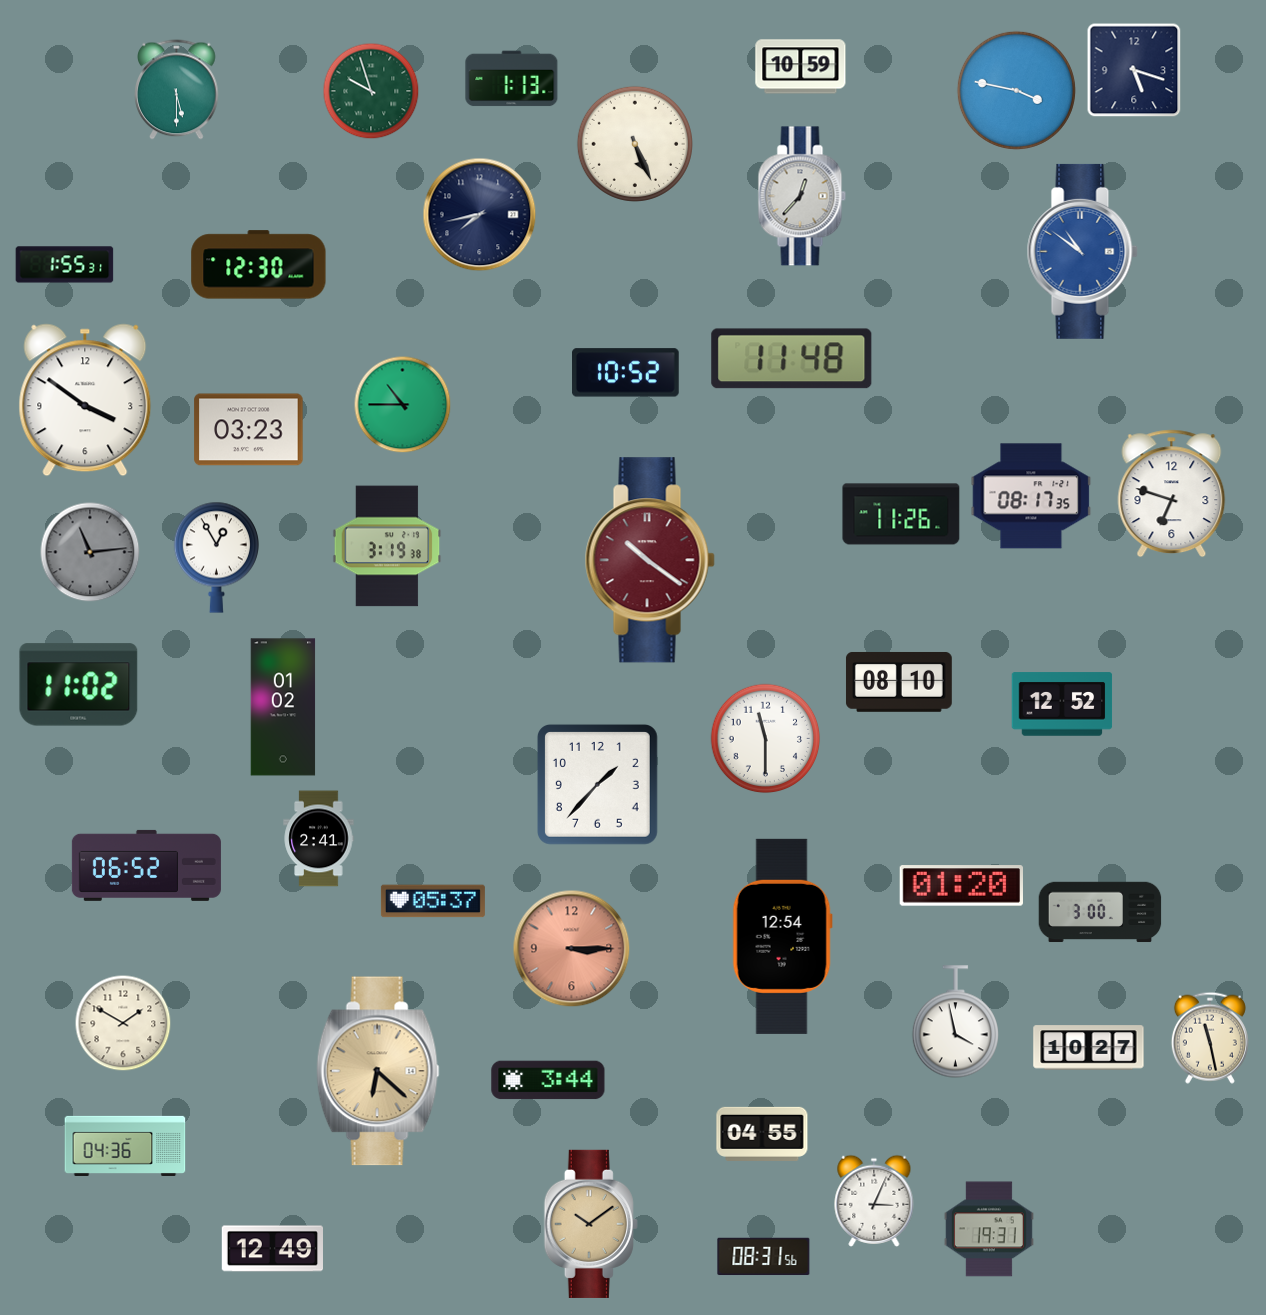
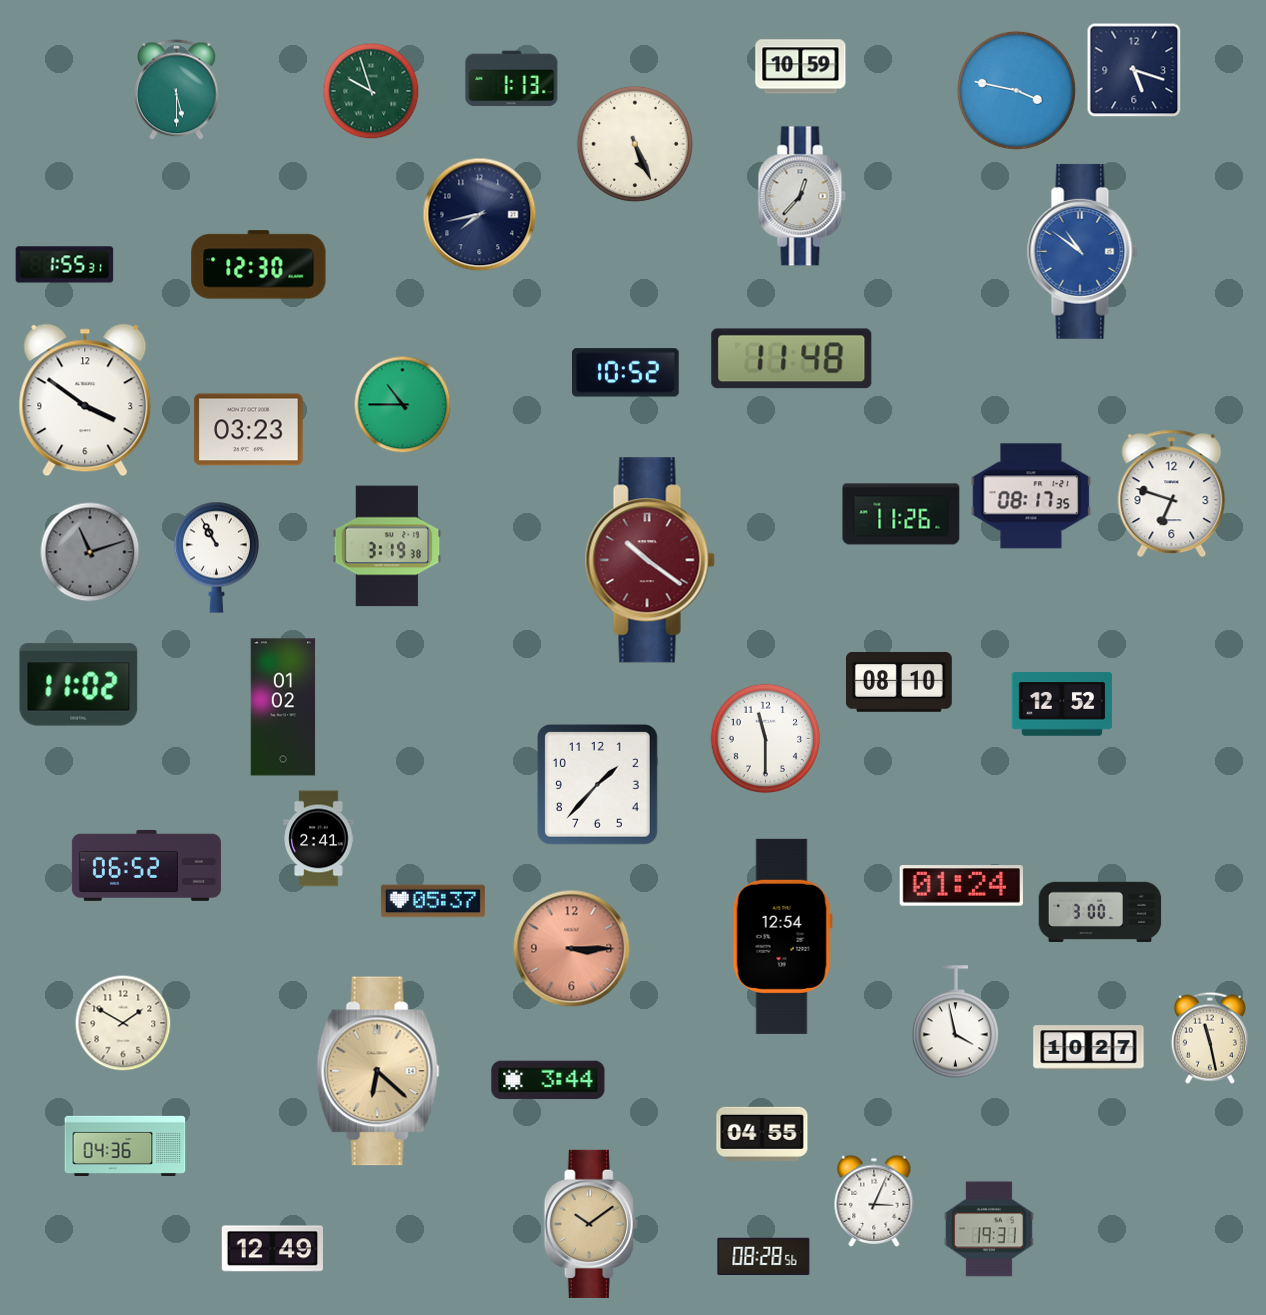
clock at (90, 552): 11:14 -> 11:12
clock at (216, 557): 12:55 -> 10:55
clock at (961, 886): 01:20 -> 01:24
clock at (764, 1257): 08:31 -> 08:28
